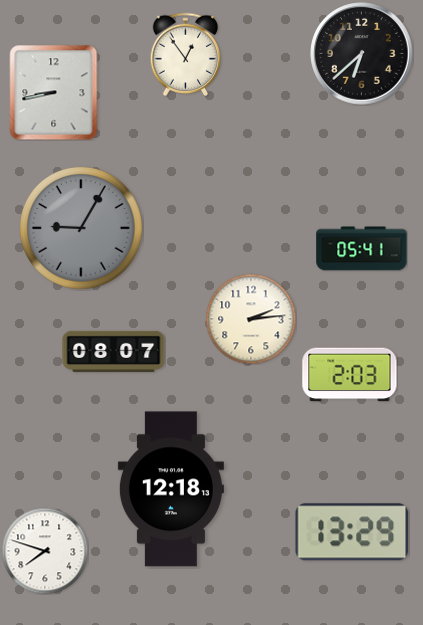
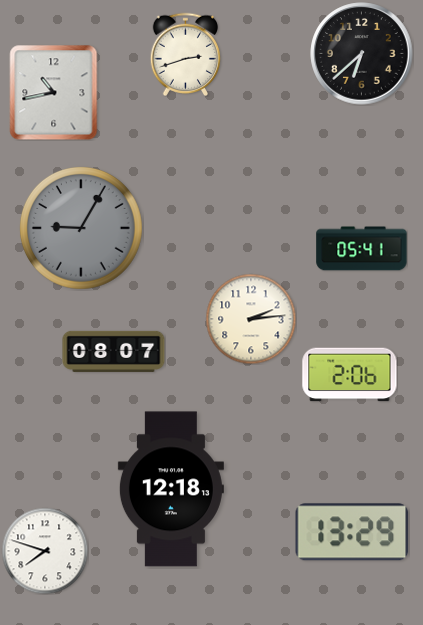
clock at (186, 54): 12:54 -> 2:42
clock at (54, 92): 8:43 -> 10:43
clock at (350, 375): 2:03 -> 2:06
